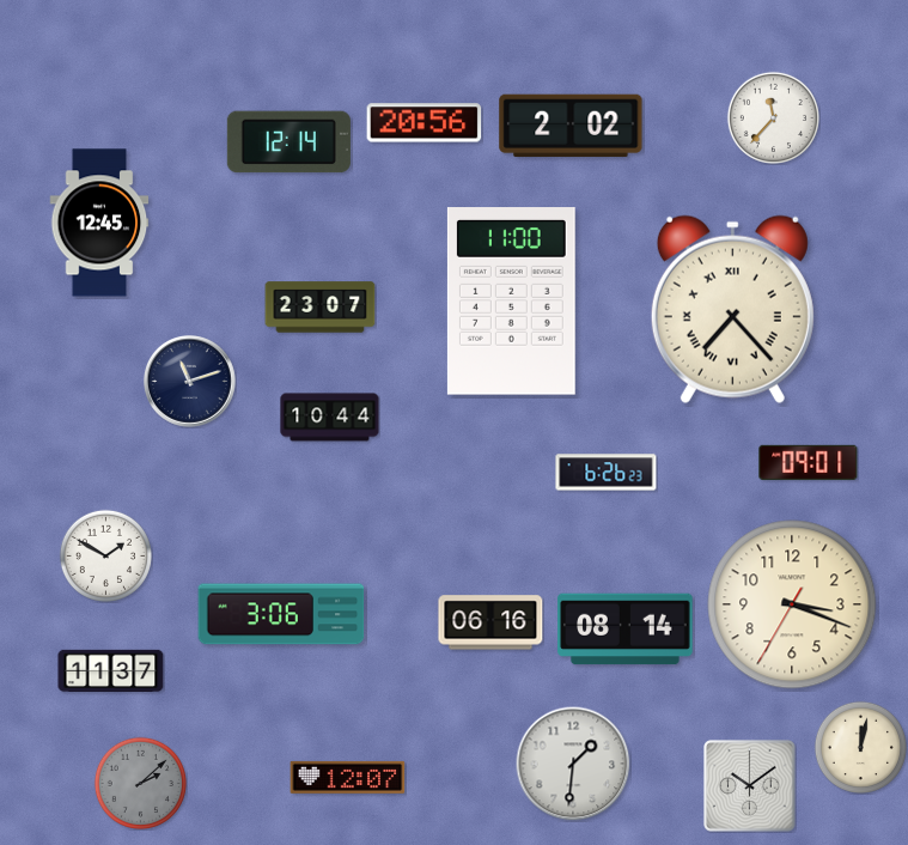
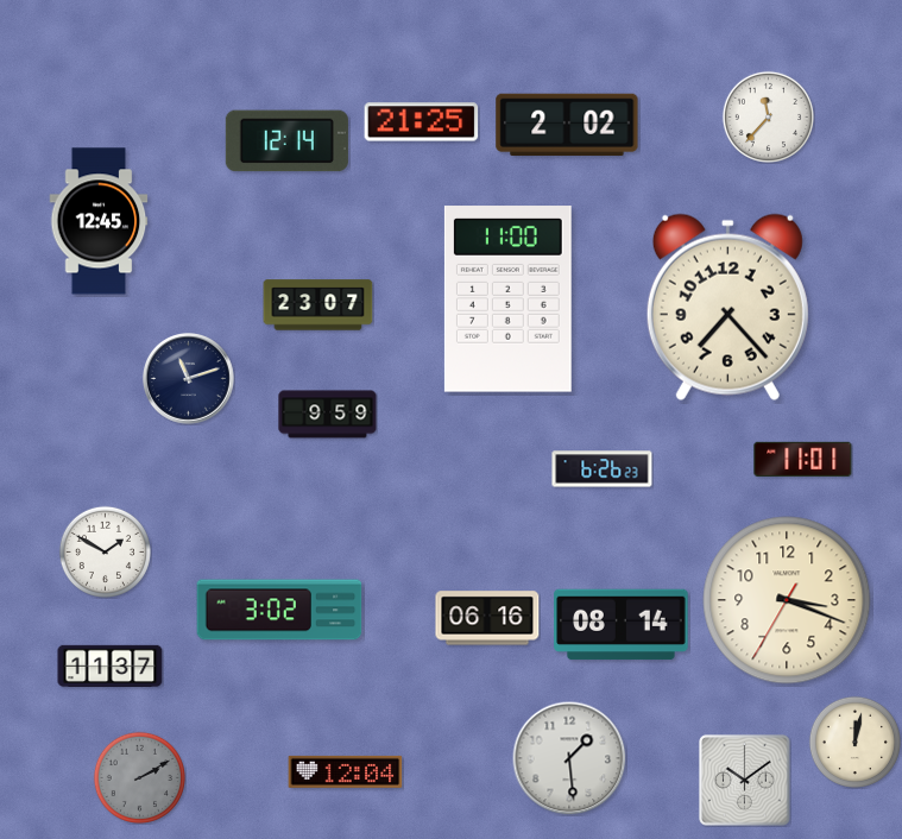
clock at (425, 123): 20:56 -> 21:25
clock at (732, 309) numerals: Roman -> Arabic
clock at (330, 418): 10:44 -> 9:59
clock at (809, 462): 09:01 -> 11:01
clock at (281, 614): 3:06 -> 3:02
clock at (573, 764): 1:31 -> 1:29
clock at (348, 777): 12:07 -> 12:04
clock at (140, 783): 2:08 -> 2:10
